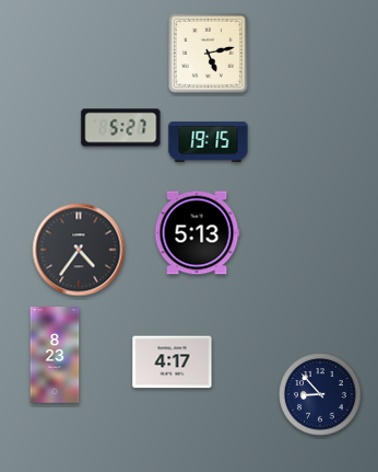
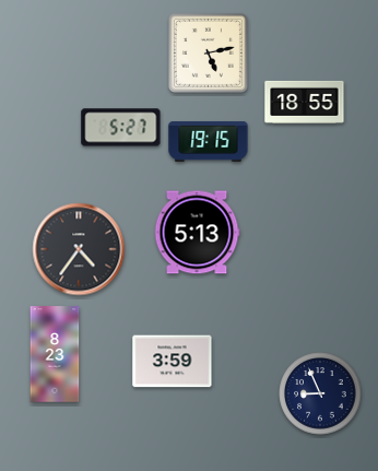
clock at (305, 102): none -> 18:55
clock at (173, 362): 4:17 -> 3:59
clock at (320, 394): 8:53 -> 8:56
